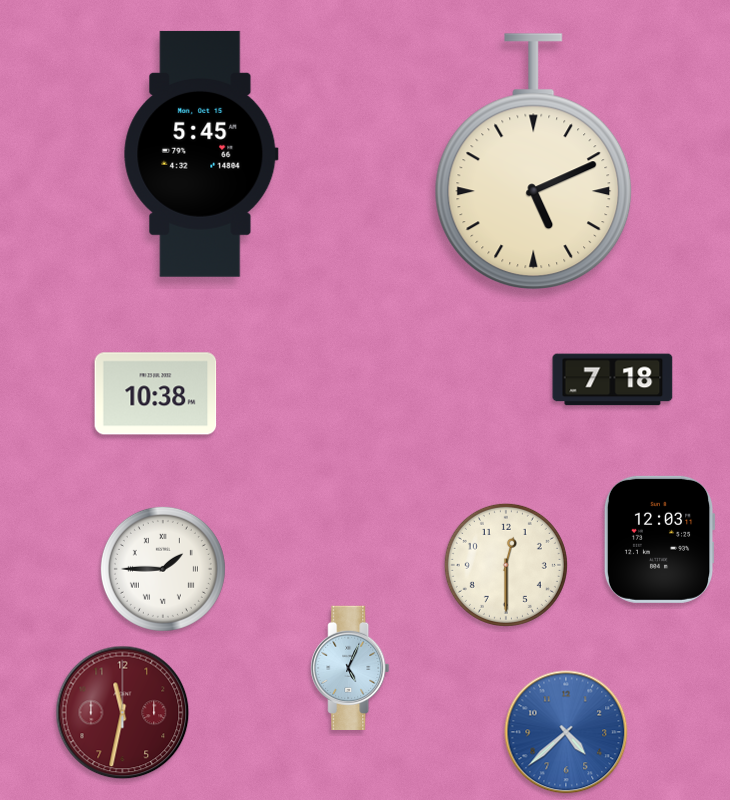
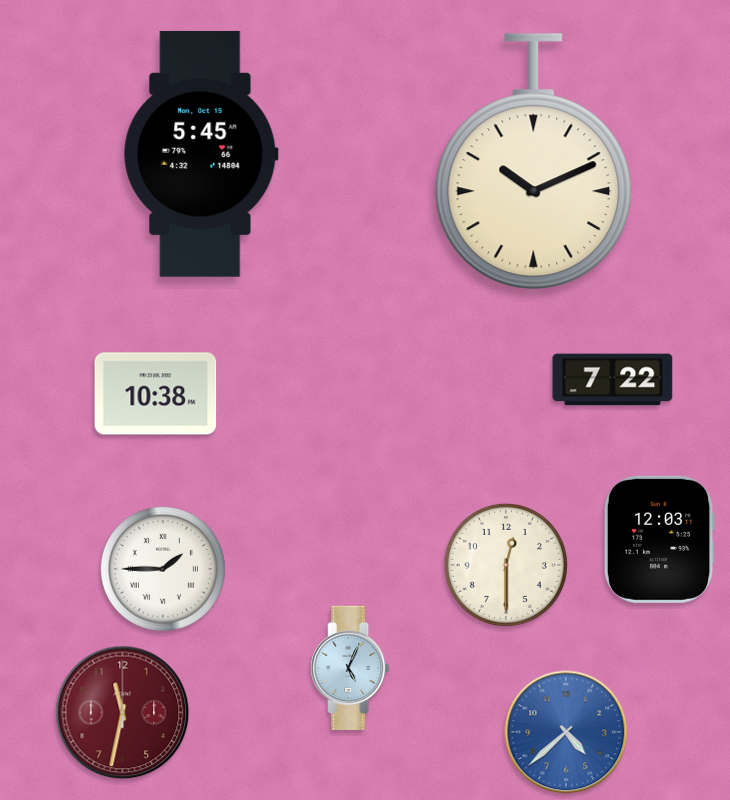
clock at (534, 162): 5:11 -> 10:11
clock at (613, 380): 7:18 -> 7:22
